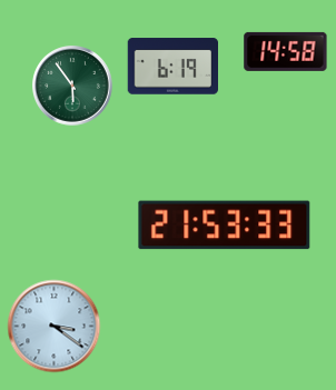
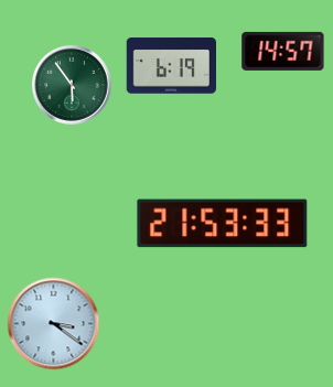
clock at (286, 51): 14:58 -> 14:57
